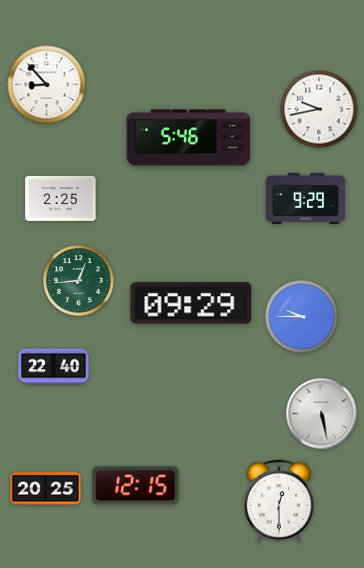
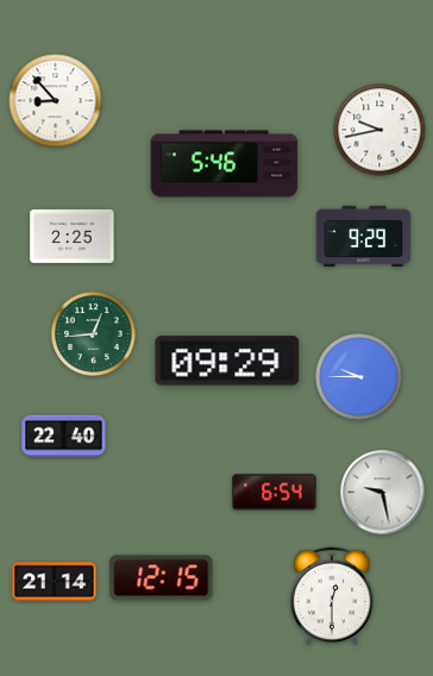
clock at (275, 493): none -> 6:54
clock at (322, 414): 5:28 -> 9:28
clock at (46, 489): 20:25 -> 21:14
